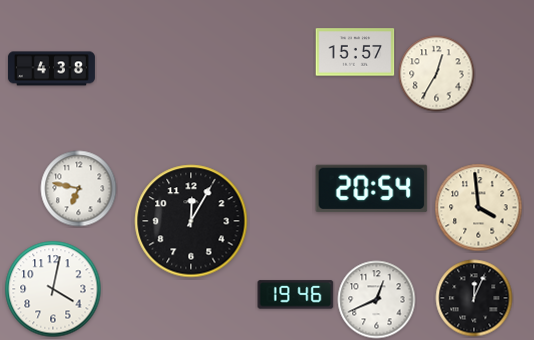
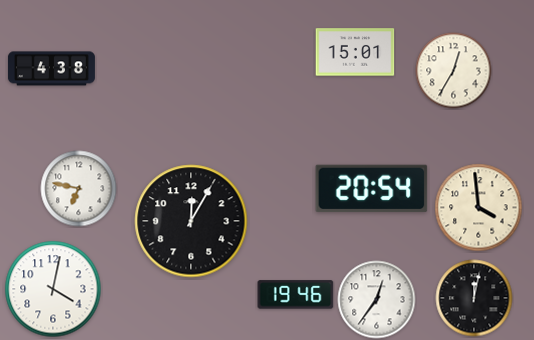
clock at (355, 52): 15:57 -> 15:01
clock at (437, 74) position: (437, 74) -> (454, 71)
clock at (474, 298): 12:04 -> 12:02
clock at (377, 300): 12:41 -> 12:36
